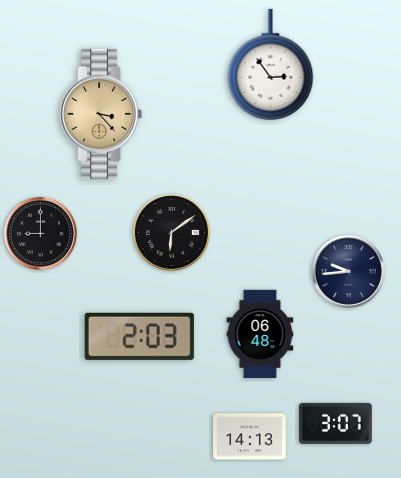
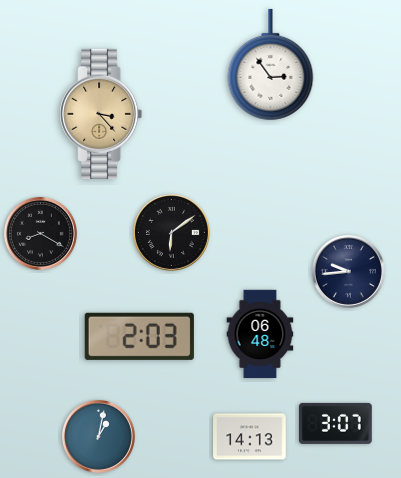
clock at (40, 233): 9:00 -> 8:20
clock at (98, 436): none -> 1:02
